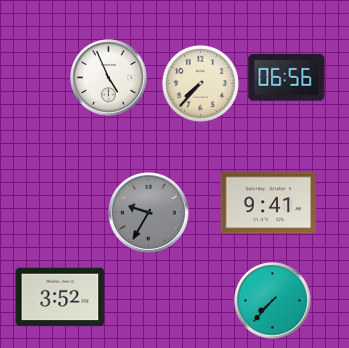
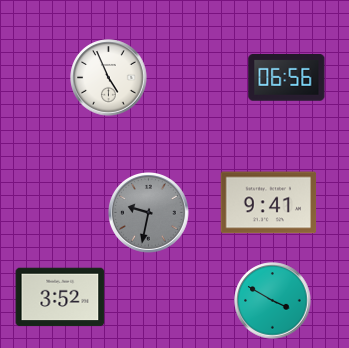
clock at (200, 83): 7:37 -> none
clock at (149, 213): 9:35 -> 9:32
clock at (273, 301): 7:37 -> 3:50
